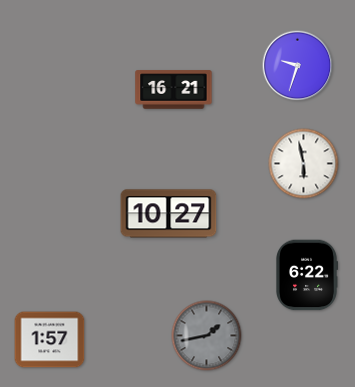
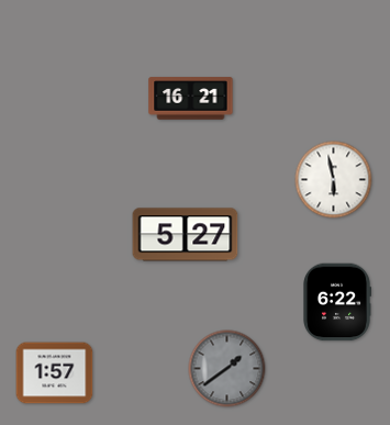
clock at (298, 66): 9:33 -> none
clock at (169, 214): 10:27 -> 5:27
clock at (207, 336): 1:43 -> 1:39
